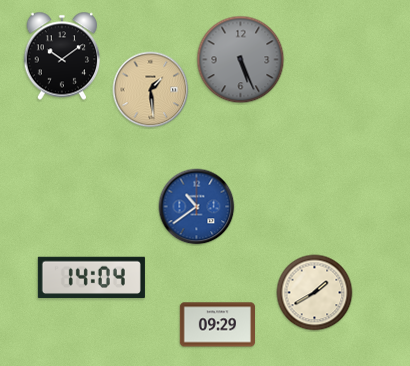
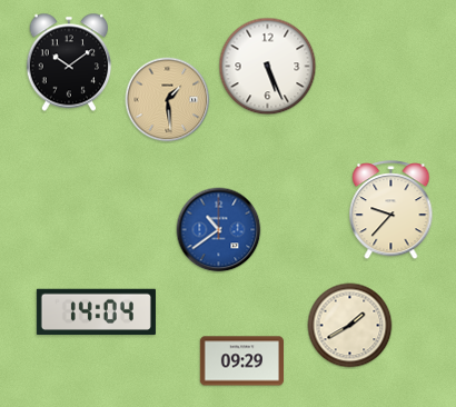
clock at (241, 60) dial: grey -> white
clock at (391, 210): none -> 9:37
clock at (91, 278) position: (91, 278) -> (96, 312)
